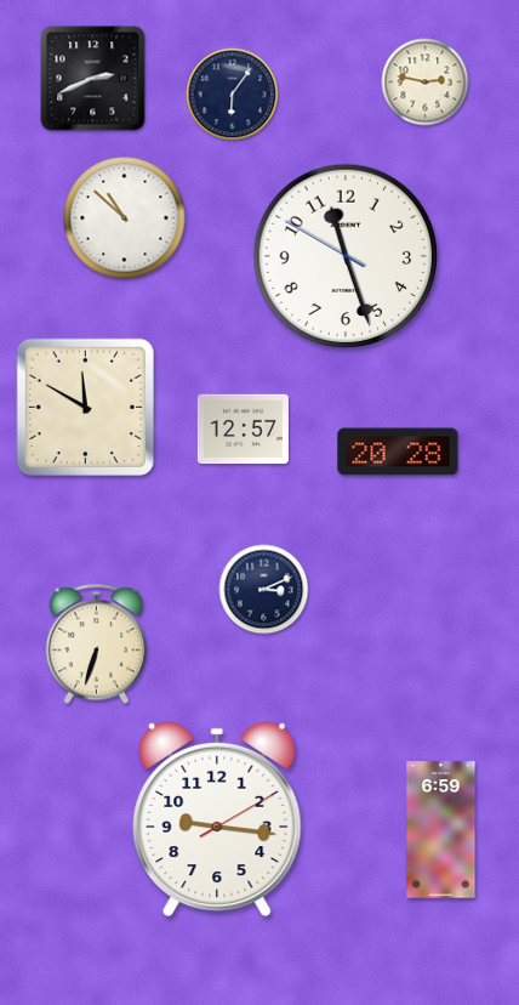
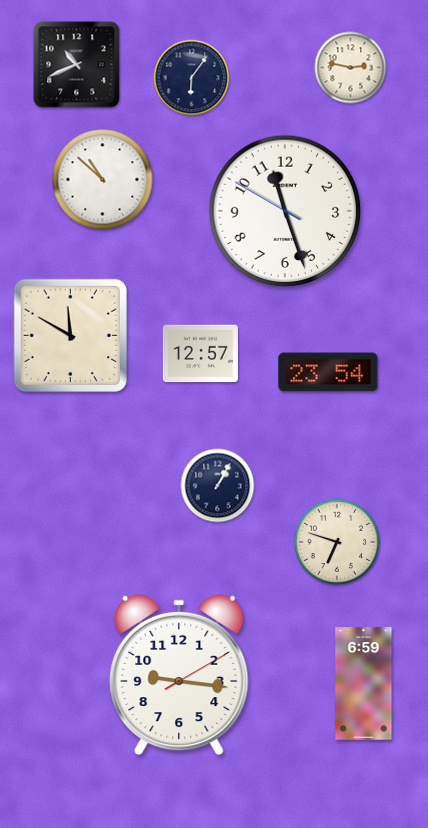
clock at (93, 79): 2:41 -> 10:41
clock at (398, 452): 20:28 -> 23:54
clock at (264, 590): 3:11 -> 1:05
clock at (96, 645): 6:33 -> none
clock at (336, 541): none -> 6:48
